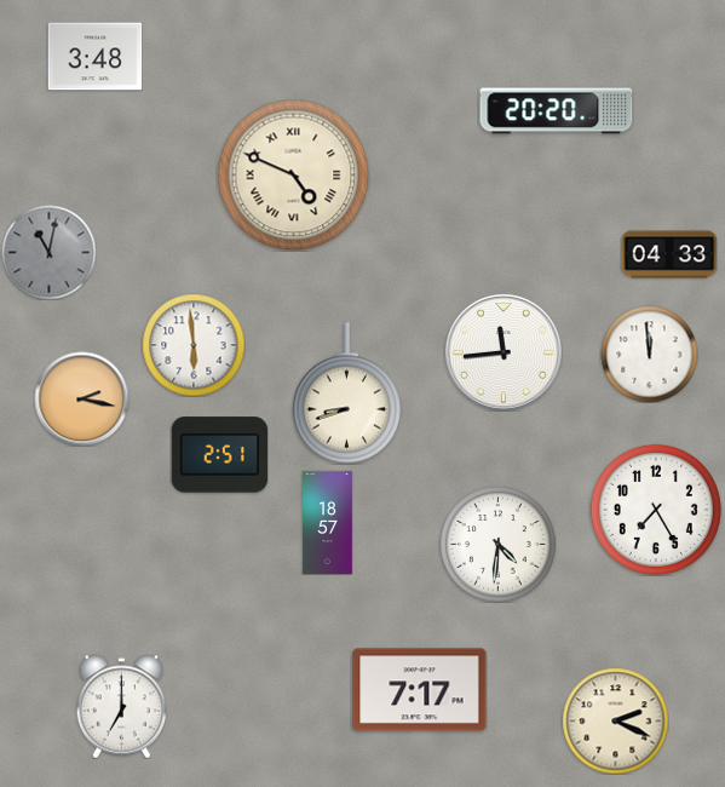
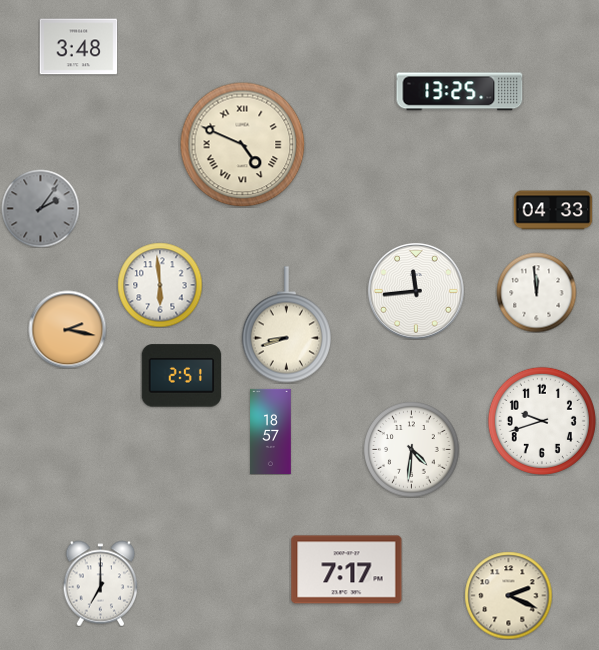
clock at (557, 111): 20:20 -> 13:25
clock at (48, 252): 11:02 -> 2:06
clock at (656, 510): 7:25 -> 9:42
